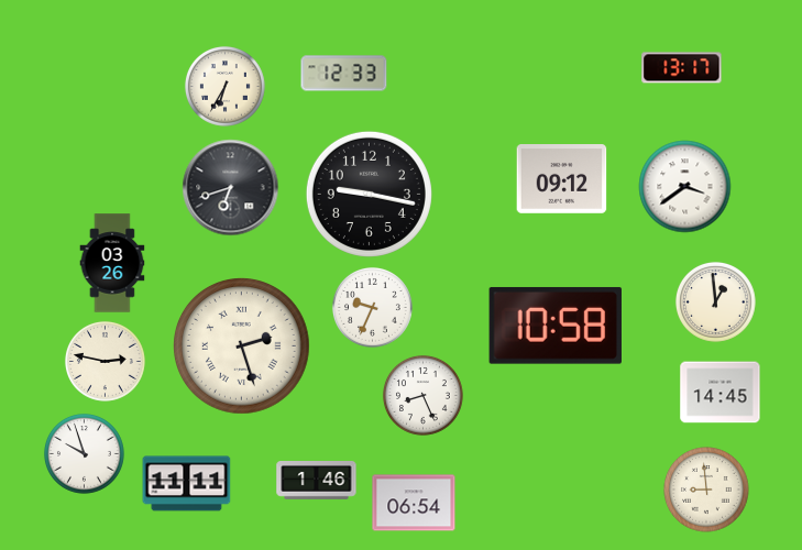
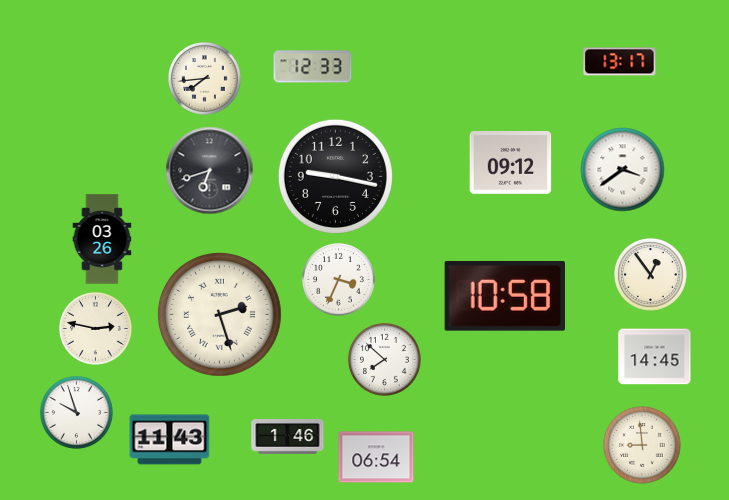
clock at (224, 86): 6:35 -> 7:44
clock at (715, 301): 12:59 -> 12:54
clock at (372, 307): 9:34 -> 3:34
clock at (422, 395): 8:26 -> 7:52
clock at (187, 484): 11:11 -> 11:43
